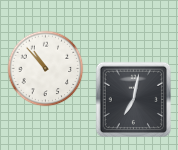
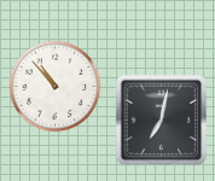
clock at (46, 69) position: (46, 69) -> (56, 87)
